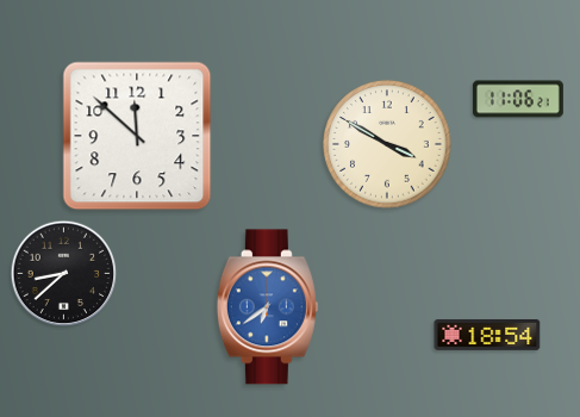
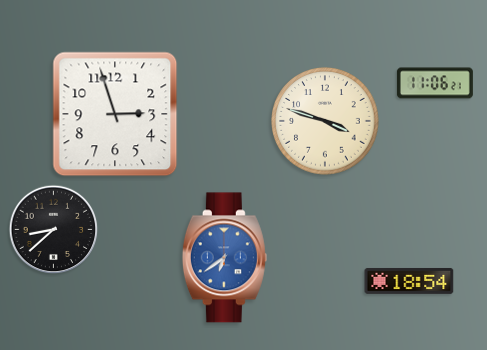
clock at (137, 136): 11:52 -> 2:57
clock at (387, 144): 3:50 -> 3:48
